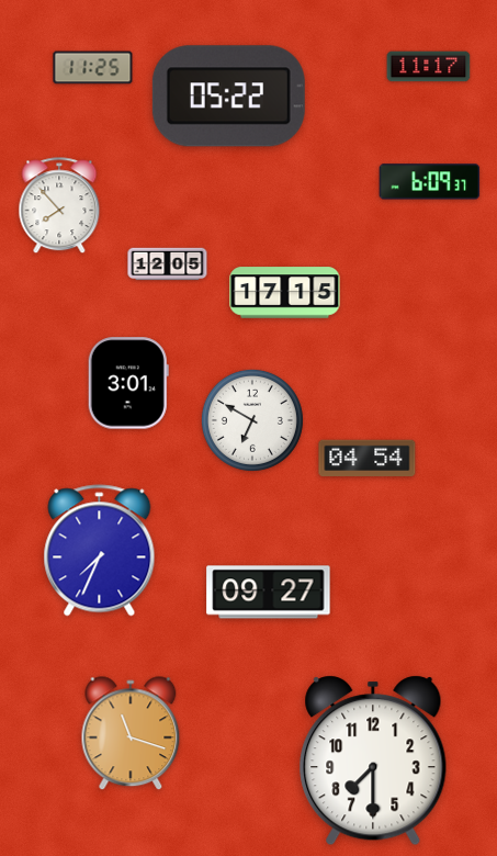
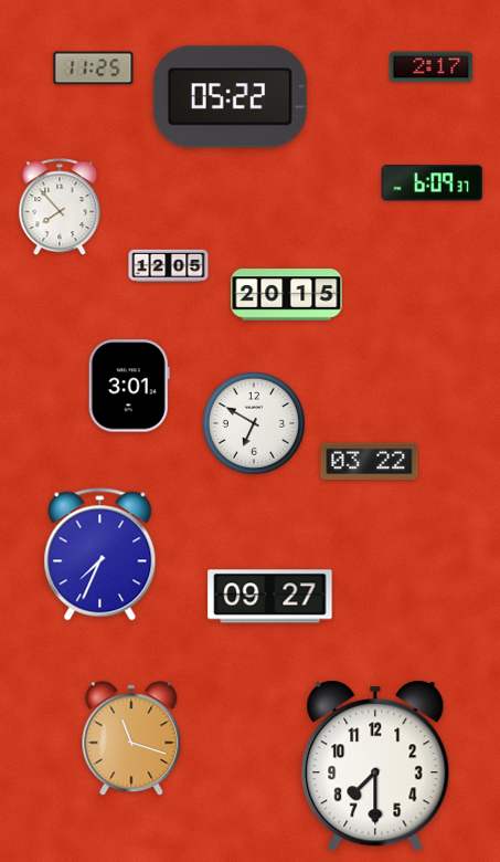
clock at (429, 67): 11:17 -> 2:17
clock at (285, 293): 17:15 -> 20:15
clock at (368, 458): 04:54 -> 03:22
